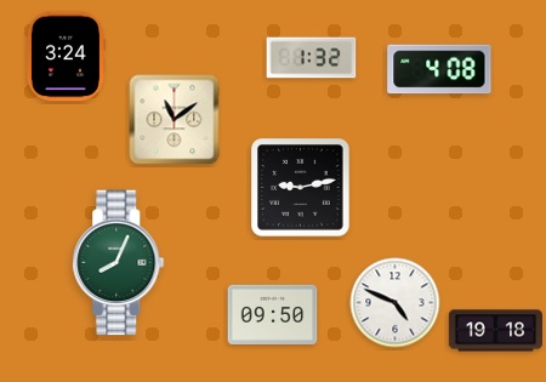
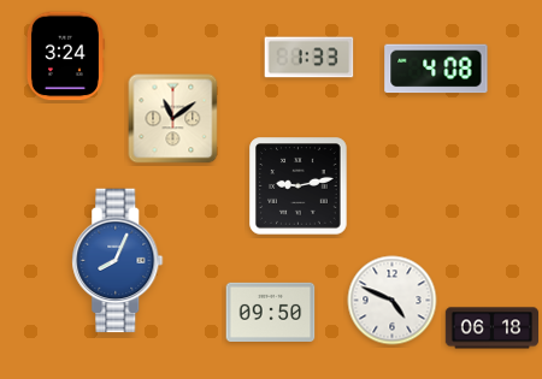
clock at (312, 58): 1:32 -> 1:33
clock at (119, 263) dial: green -> blue
clock at (495, 331): 19:18 -> 06:18
